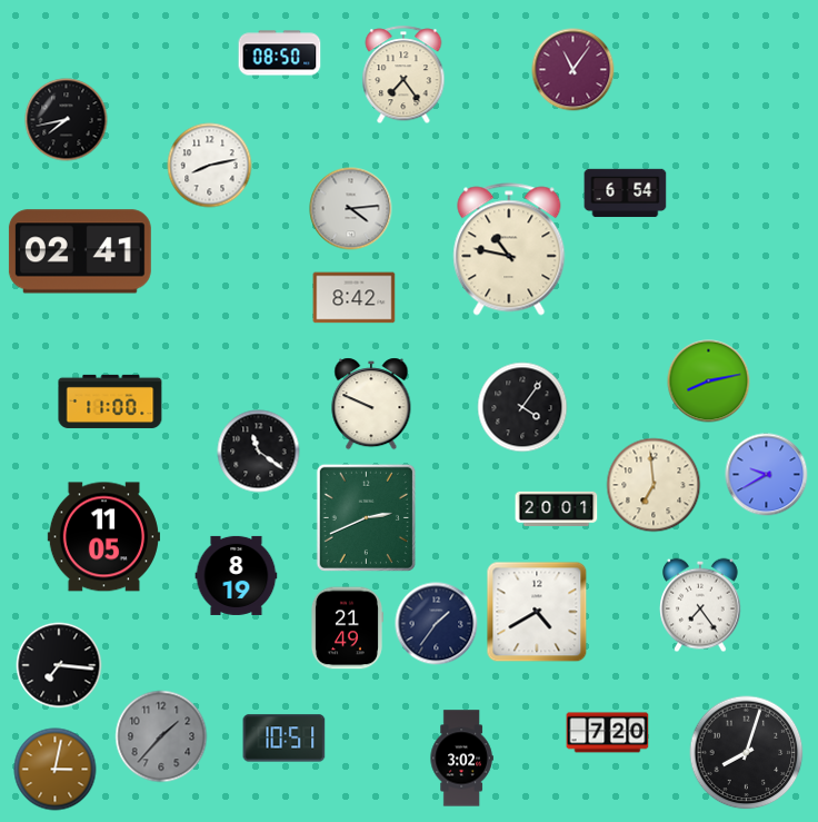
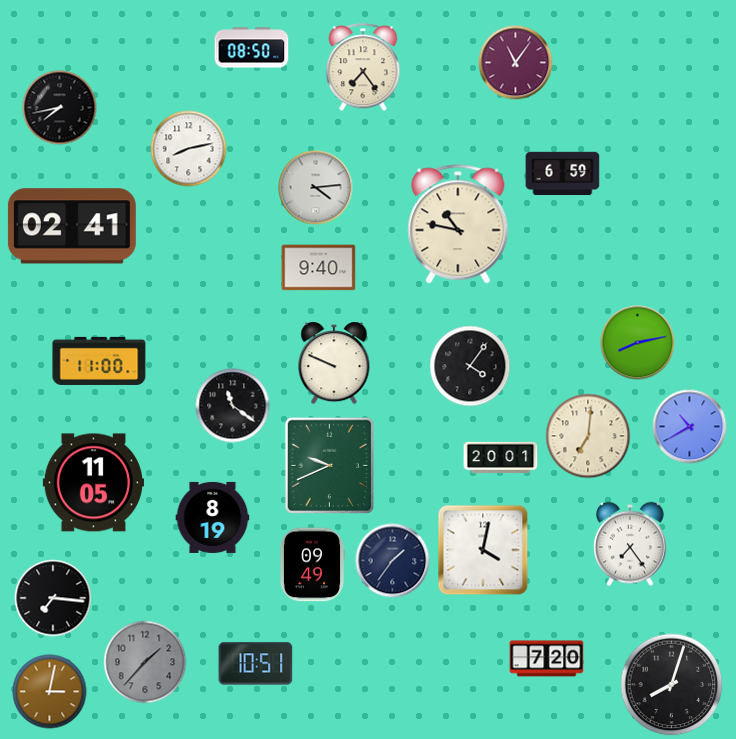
clock at (626, 194): 6:54 -> 6:59
clock at (355, 298): 8:42 -> 9:40
clock at (767, 475): 9:40 -> 10:40
clock at (654, 485): 6:59 -> 7:01
clock at (366, 517): 2:41 -> 9:41
clock at (537, 612): 4:40 -> 4:02
clock at (347, 628): 21:49 -> 09:49
clock at (747, 753) position: (747, 753) -> (672, 685)
clock at (461, 759): 3:02 -> none
